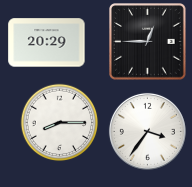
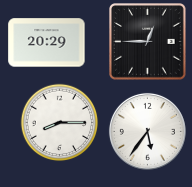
clock at (147, 131): 3:36 -> 5:36
